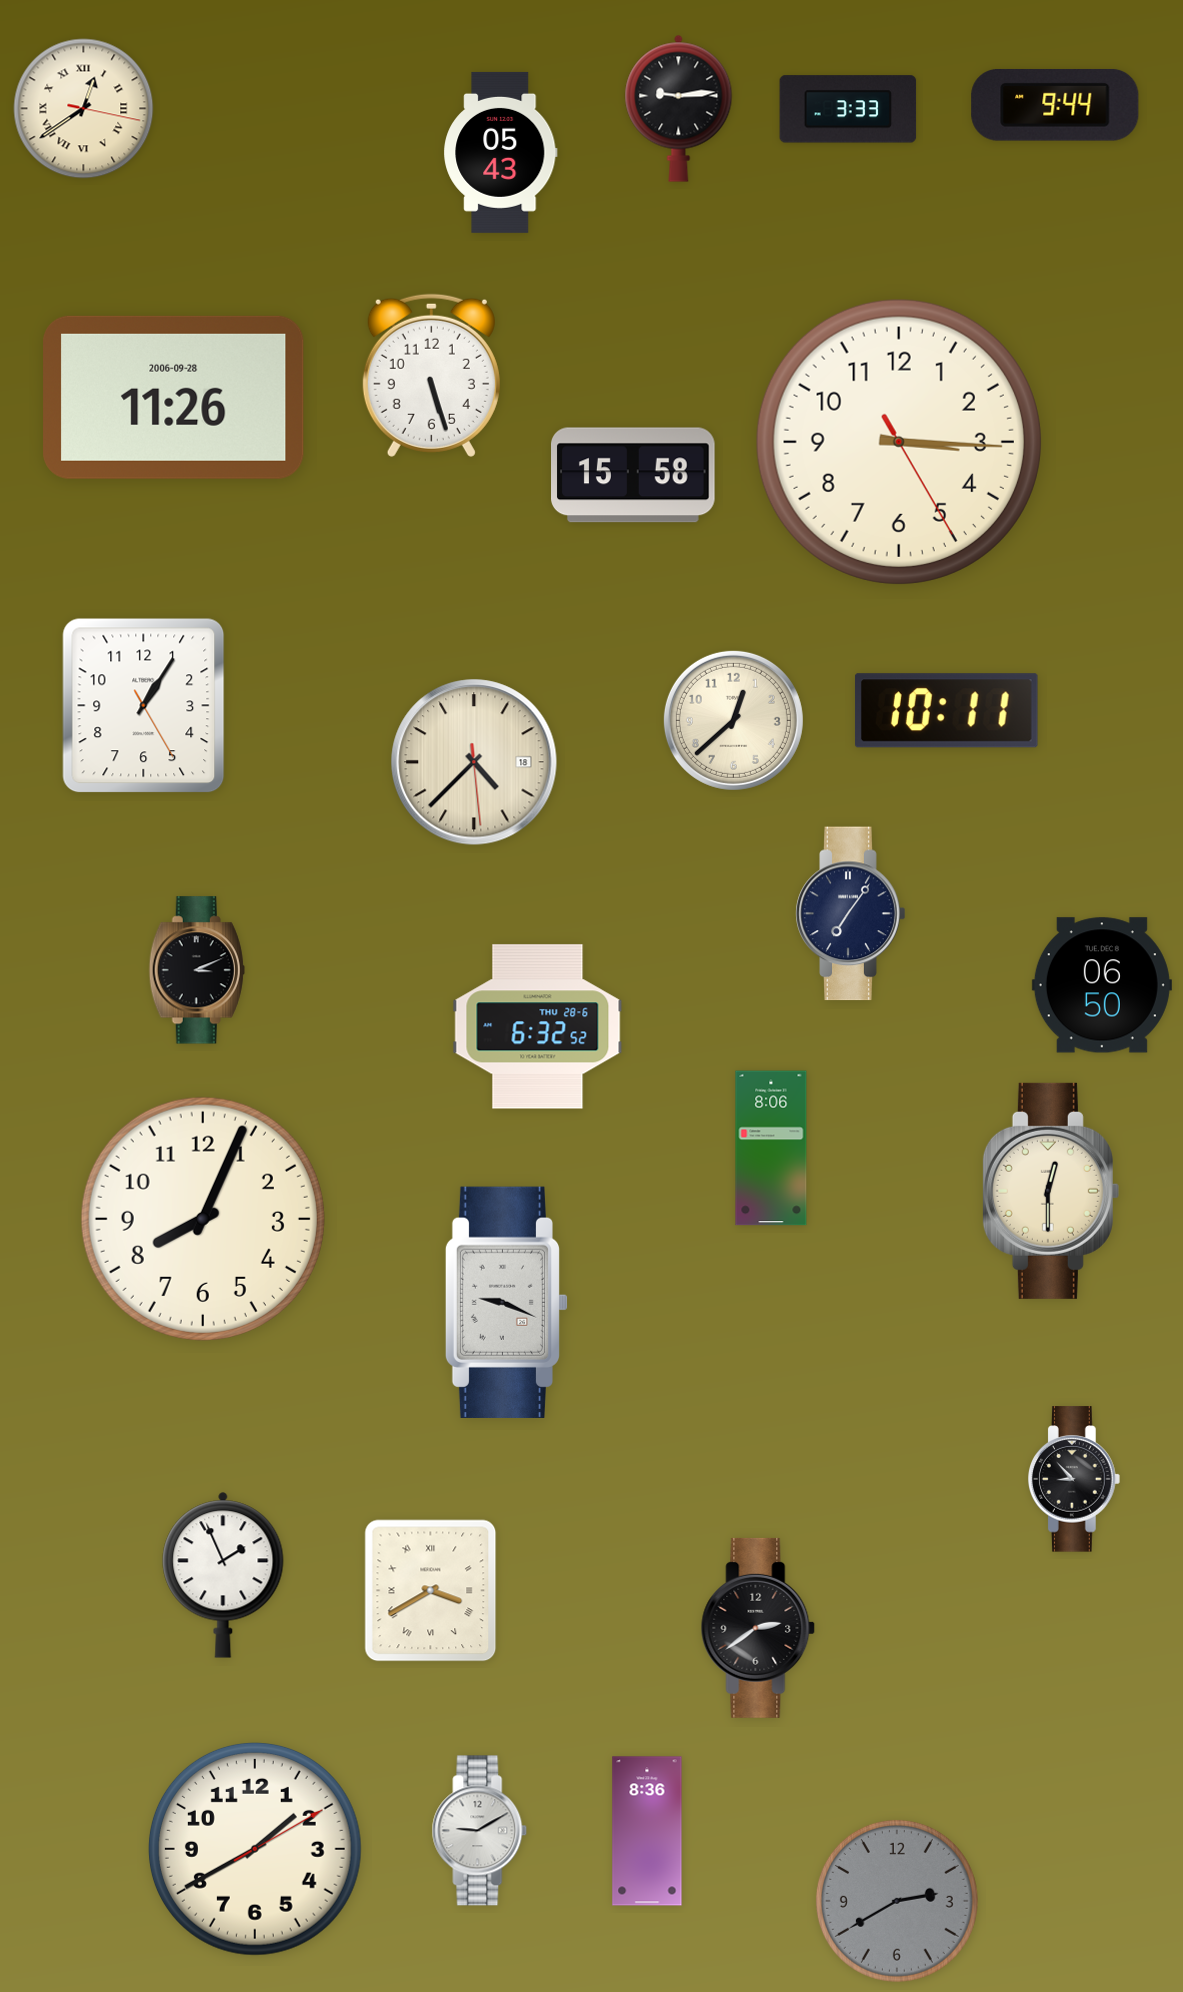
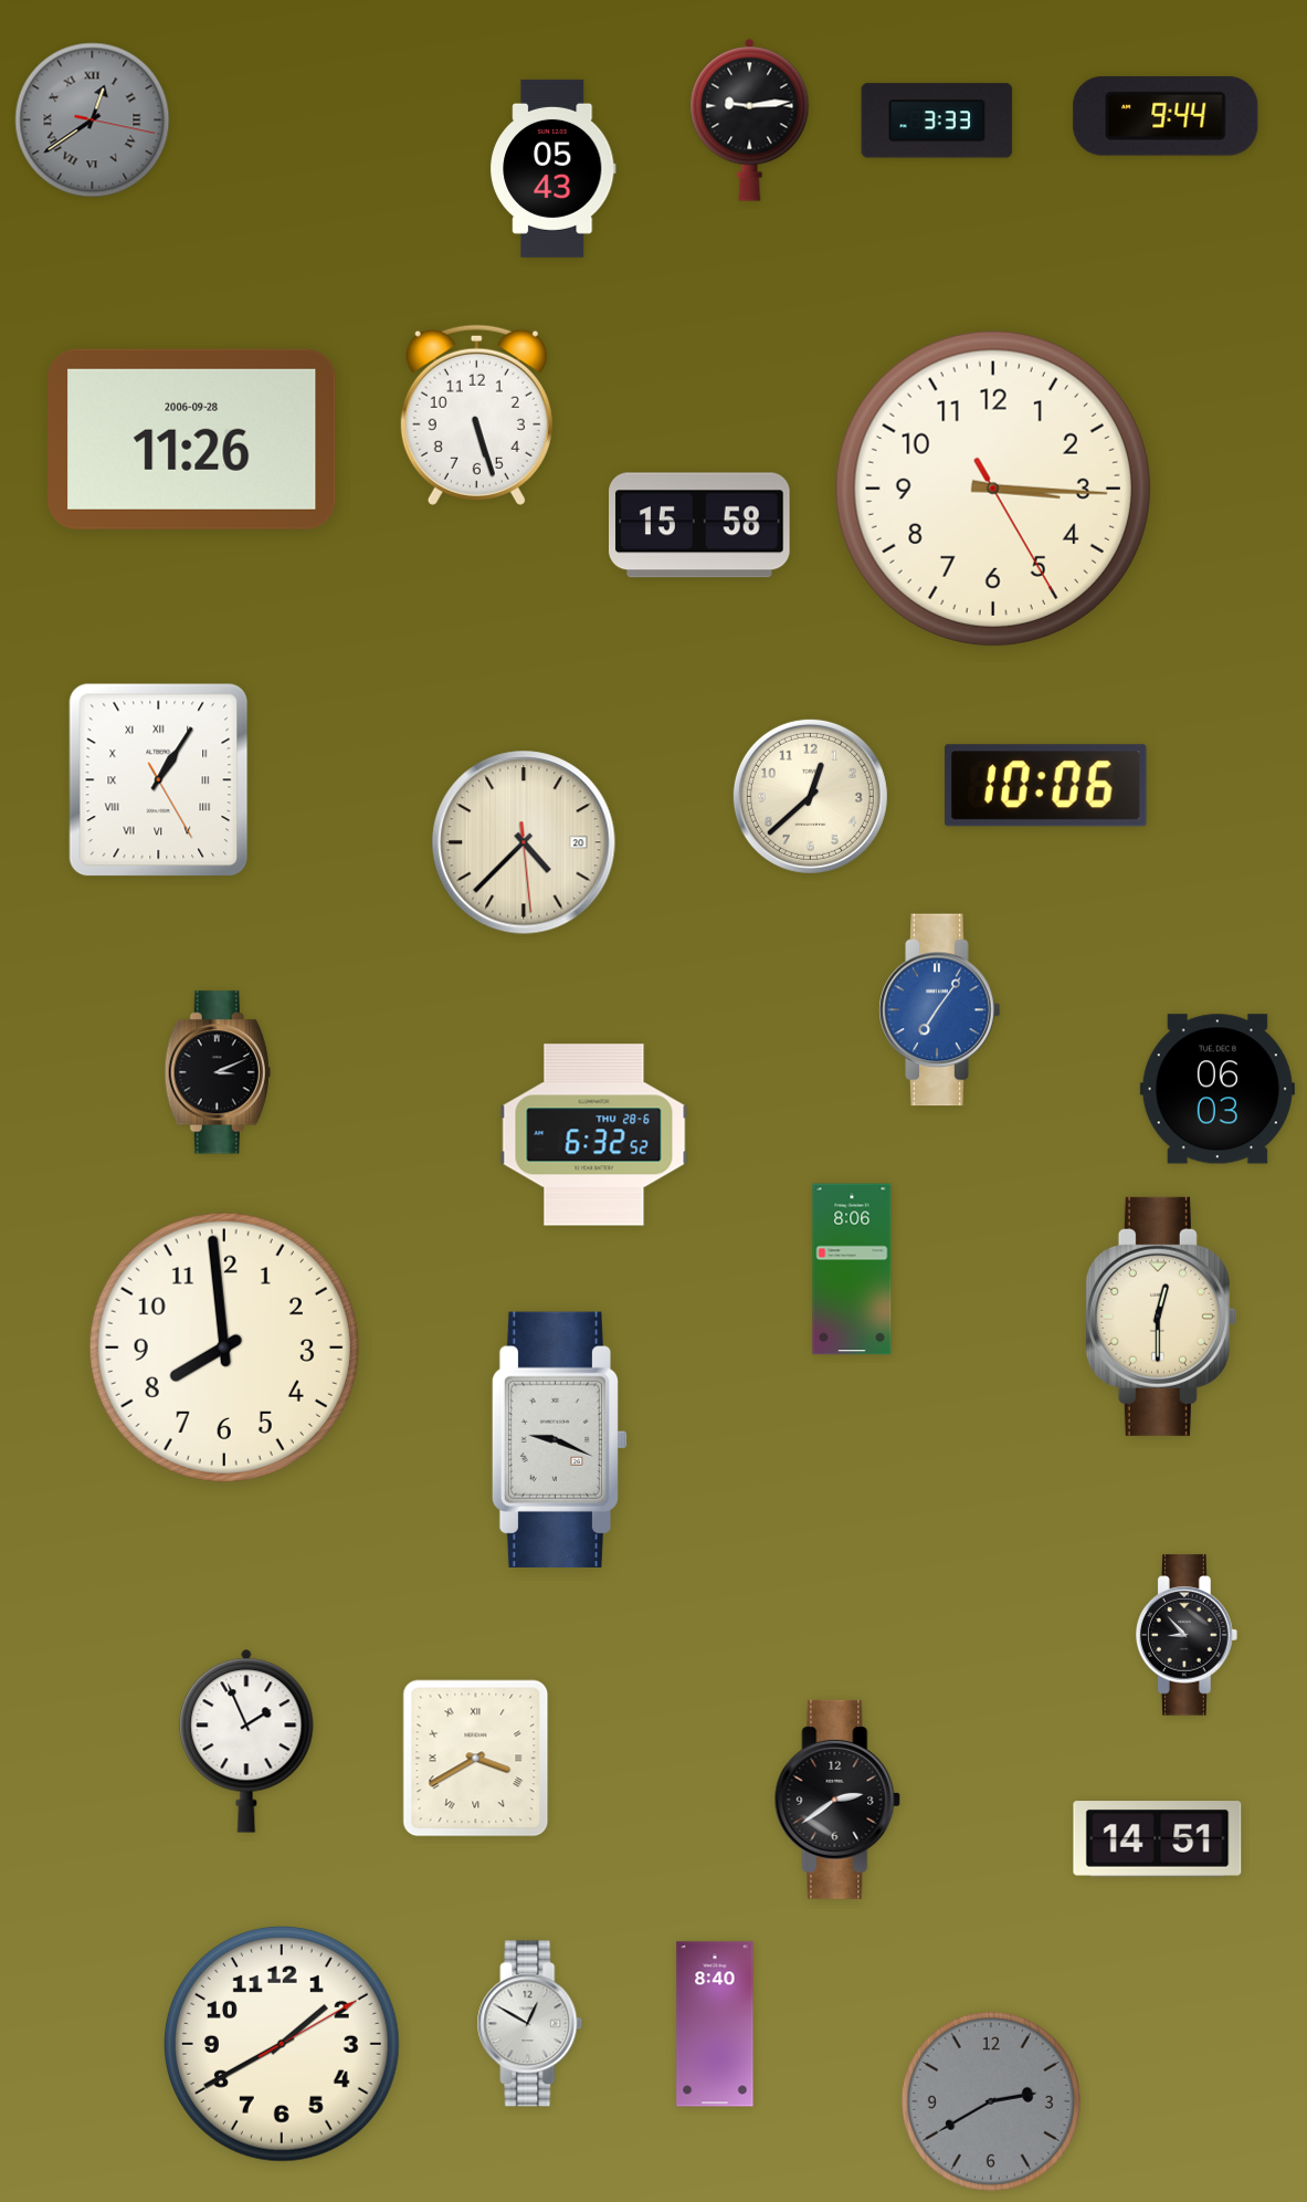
clock at (84, 109) dial: cream -> grey
clock at (144, 706) numerals: Arabic -> Roman
clock at (946, 711): 10:11 -> 10:06
clock at (474, 762) date: 18 -> 20
clock at (851, 914) dial: navy -> blue
clock at (1102, 985): 06:50 -> 06:03
clock at (203, 1219): 8:04 -> 7:59
clock at (1158, 1839): none -> 14:51
clock at (480, 1831): 9:10 -> 12:50
clock at (647, 1831): 8:36 -> 8:40
